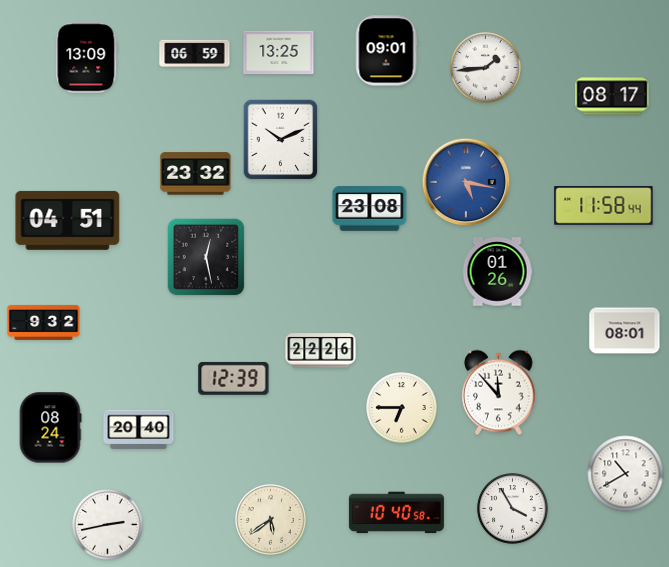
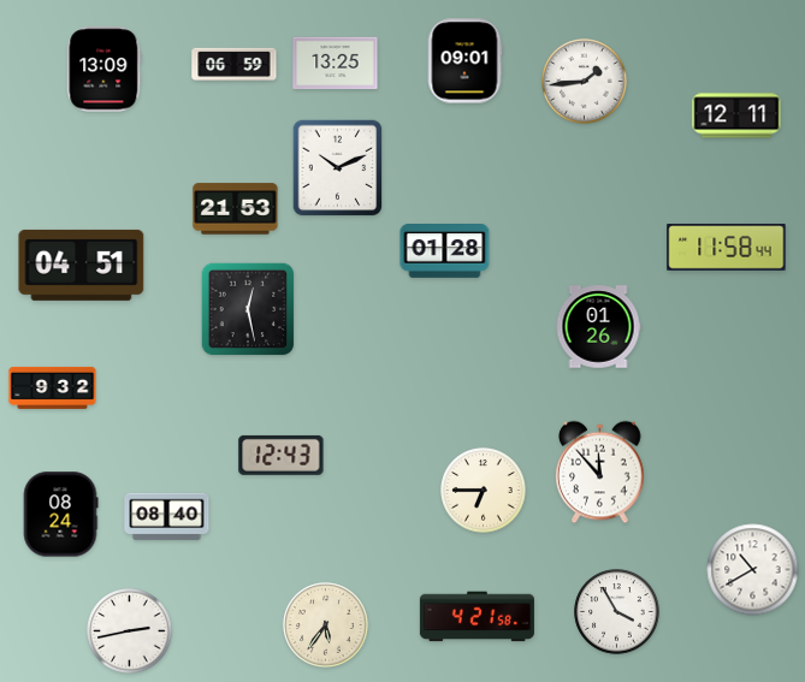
clock at (612, 96): 08:17 -> 12:11
clock at (196, 174): 23:32 -> 21:53
clock at (466, 182): 5:17 -> none
clock at (370, 209): 23:08 -> 01:28
clock at (625, 331): 08:01 -> none
clock at (321, 351): 22:26 -> none
clock at (234, 378): 12:39 -> 12:43
clock at (139, 430): 20:40 -> 08:40
clock at (396, 513): 10:40 -> 4:21
clock at (271, 520): 5:39 -> 5:36
